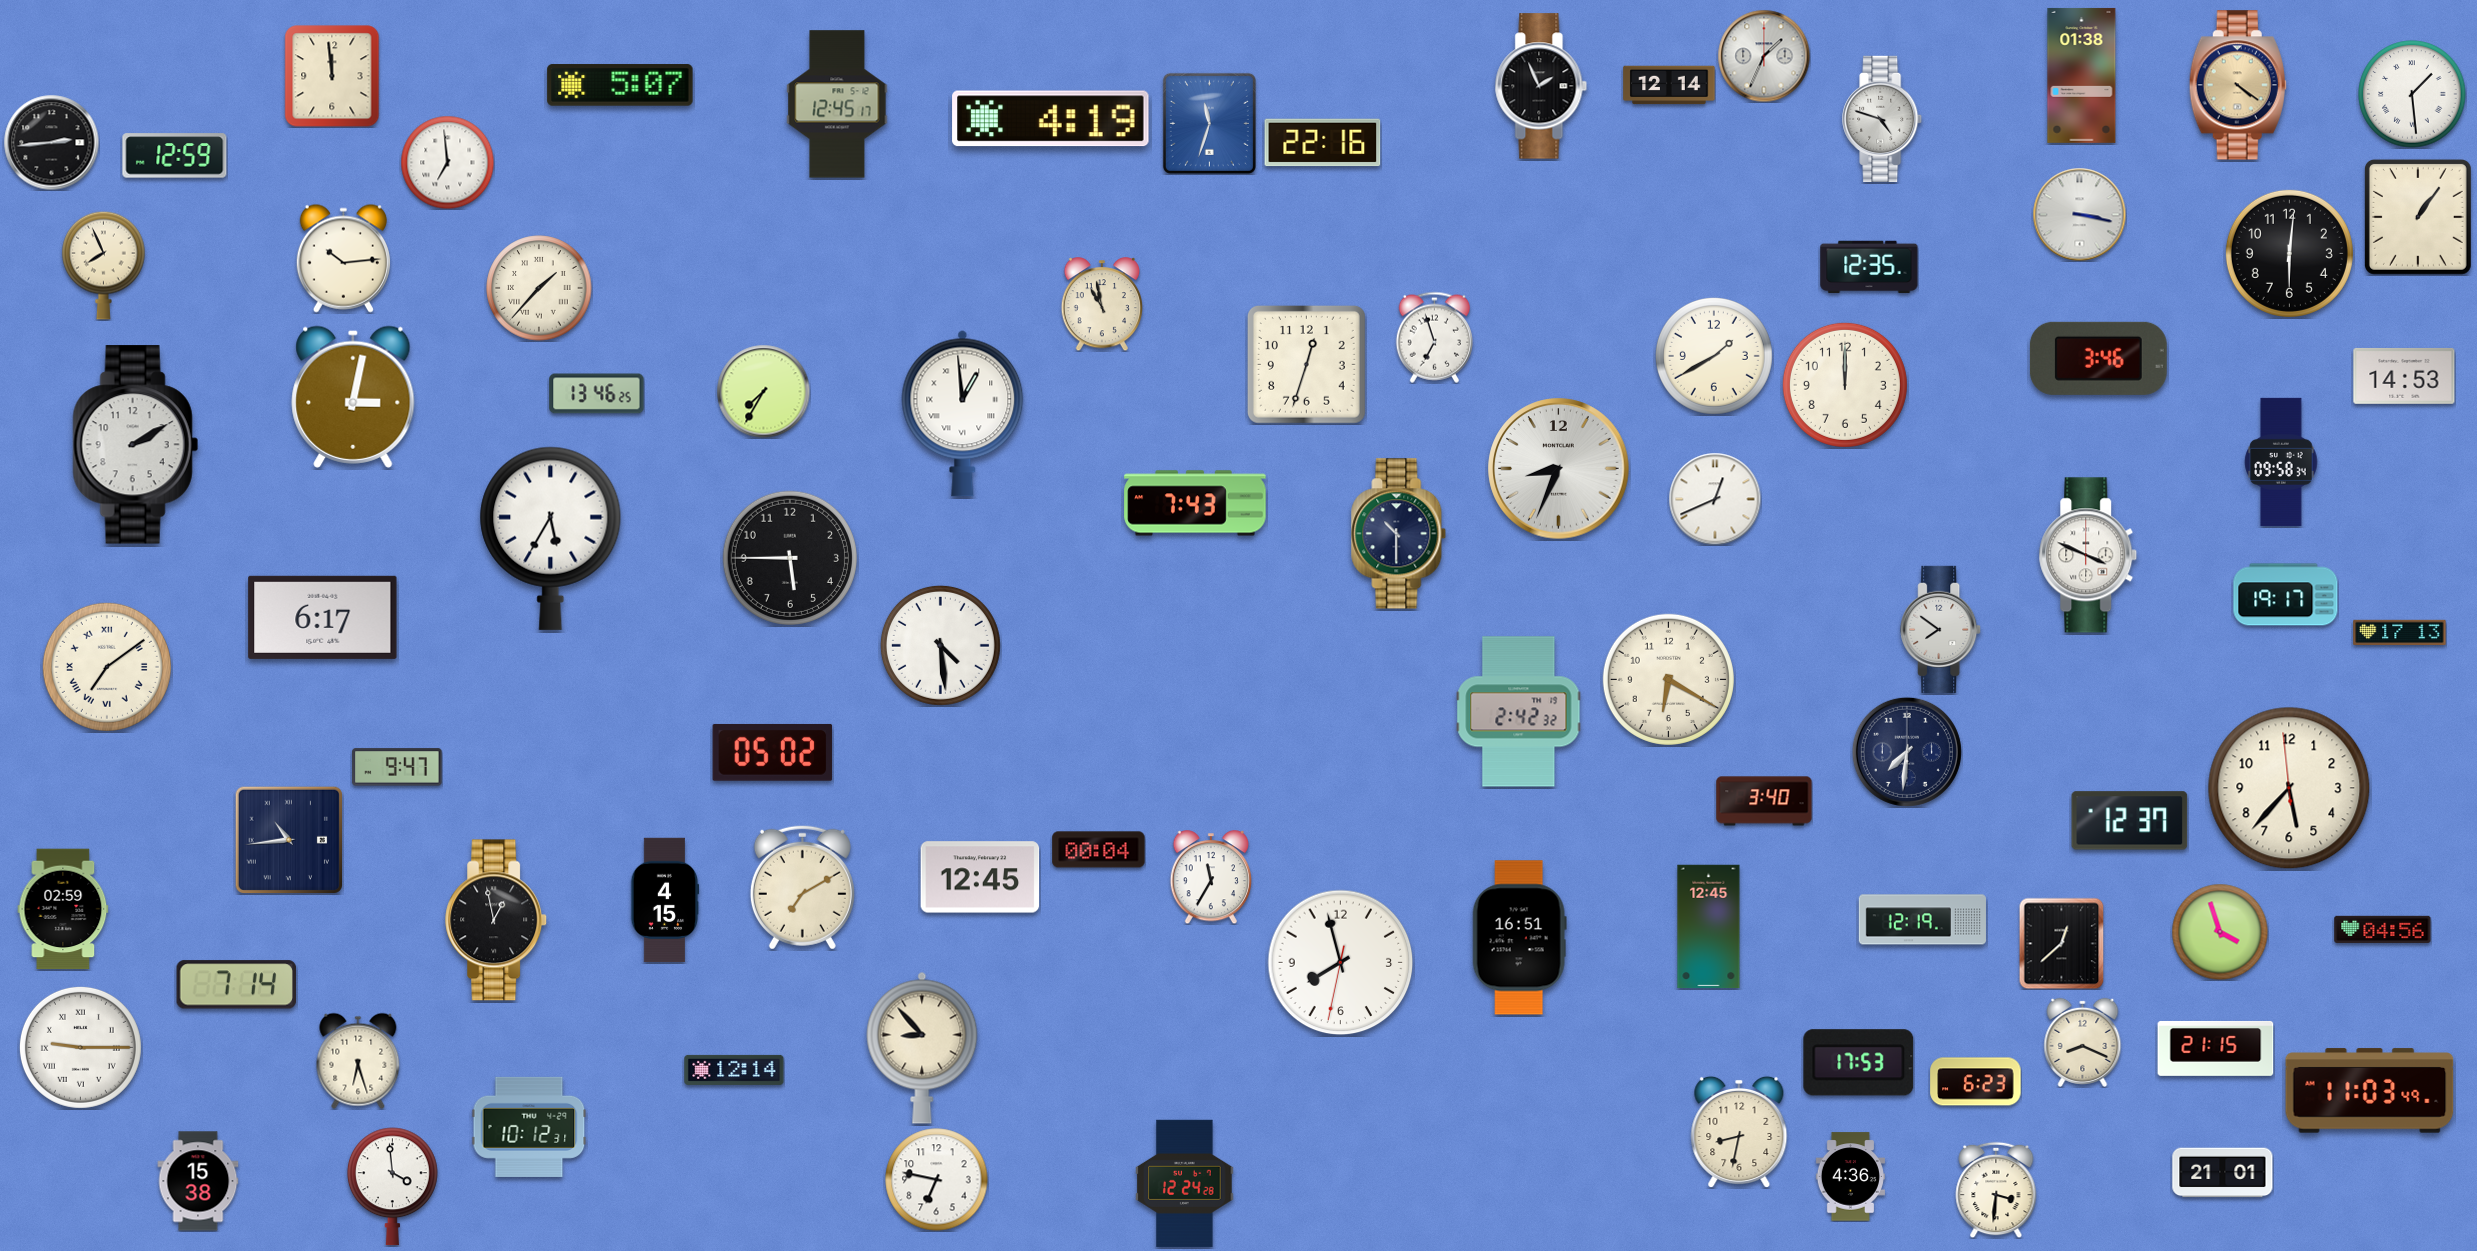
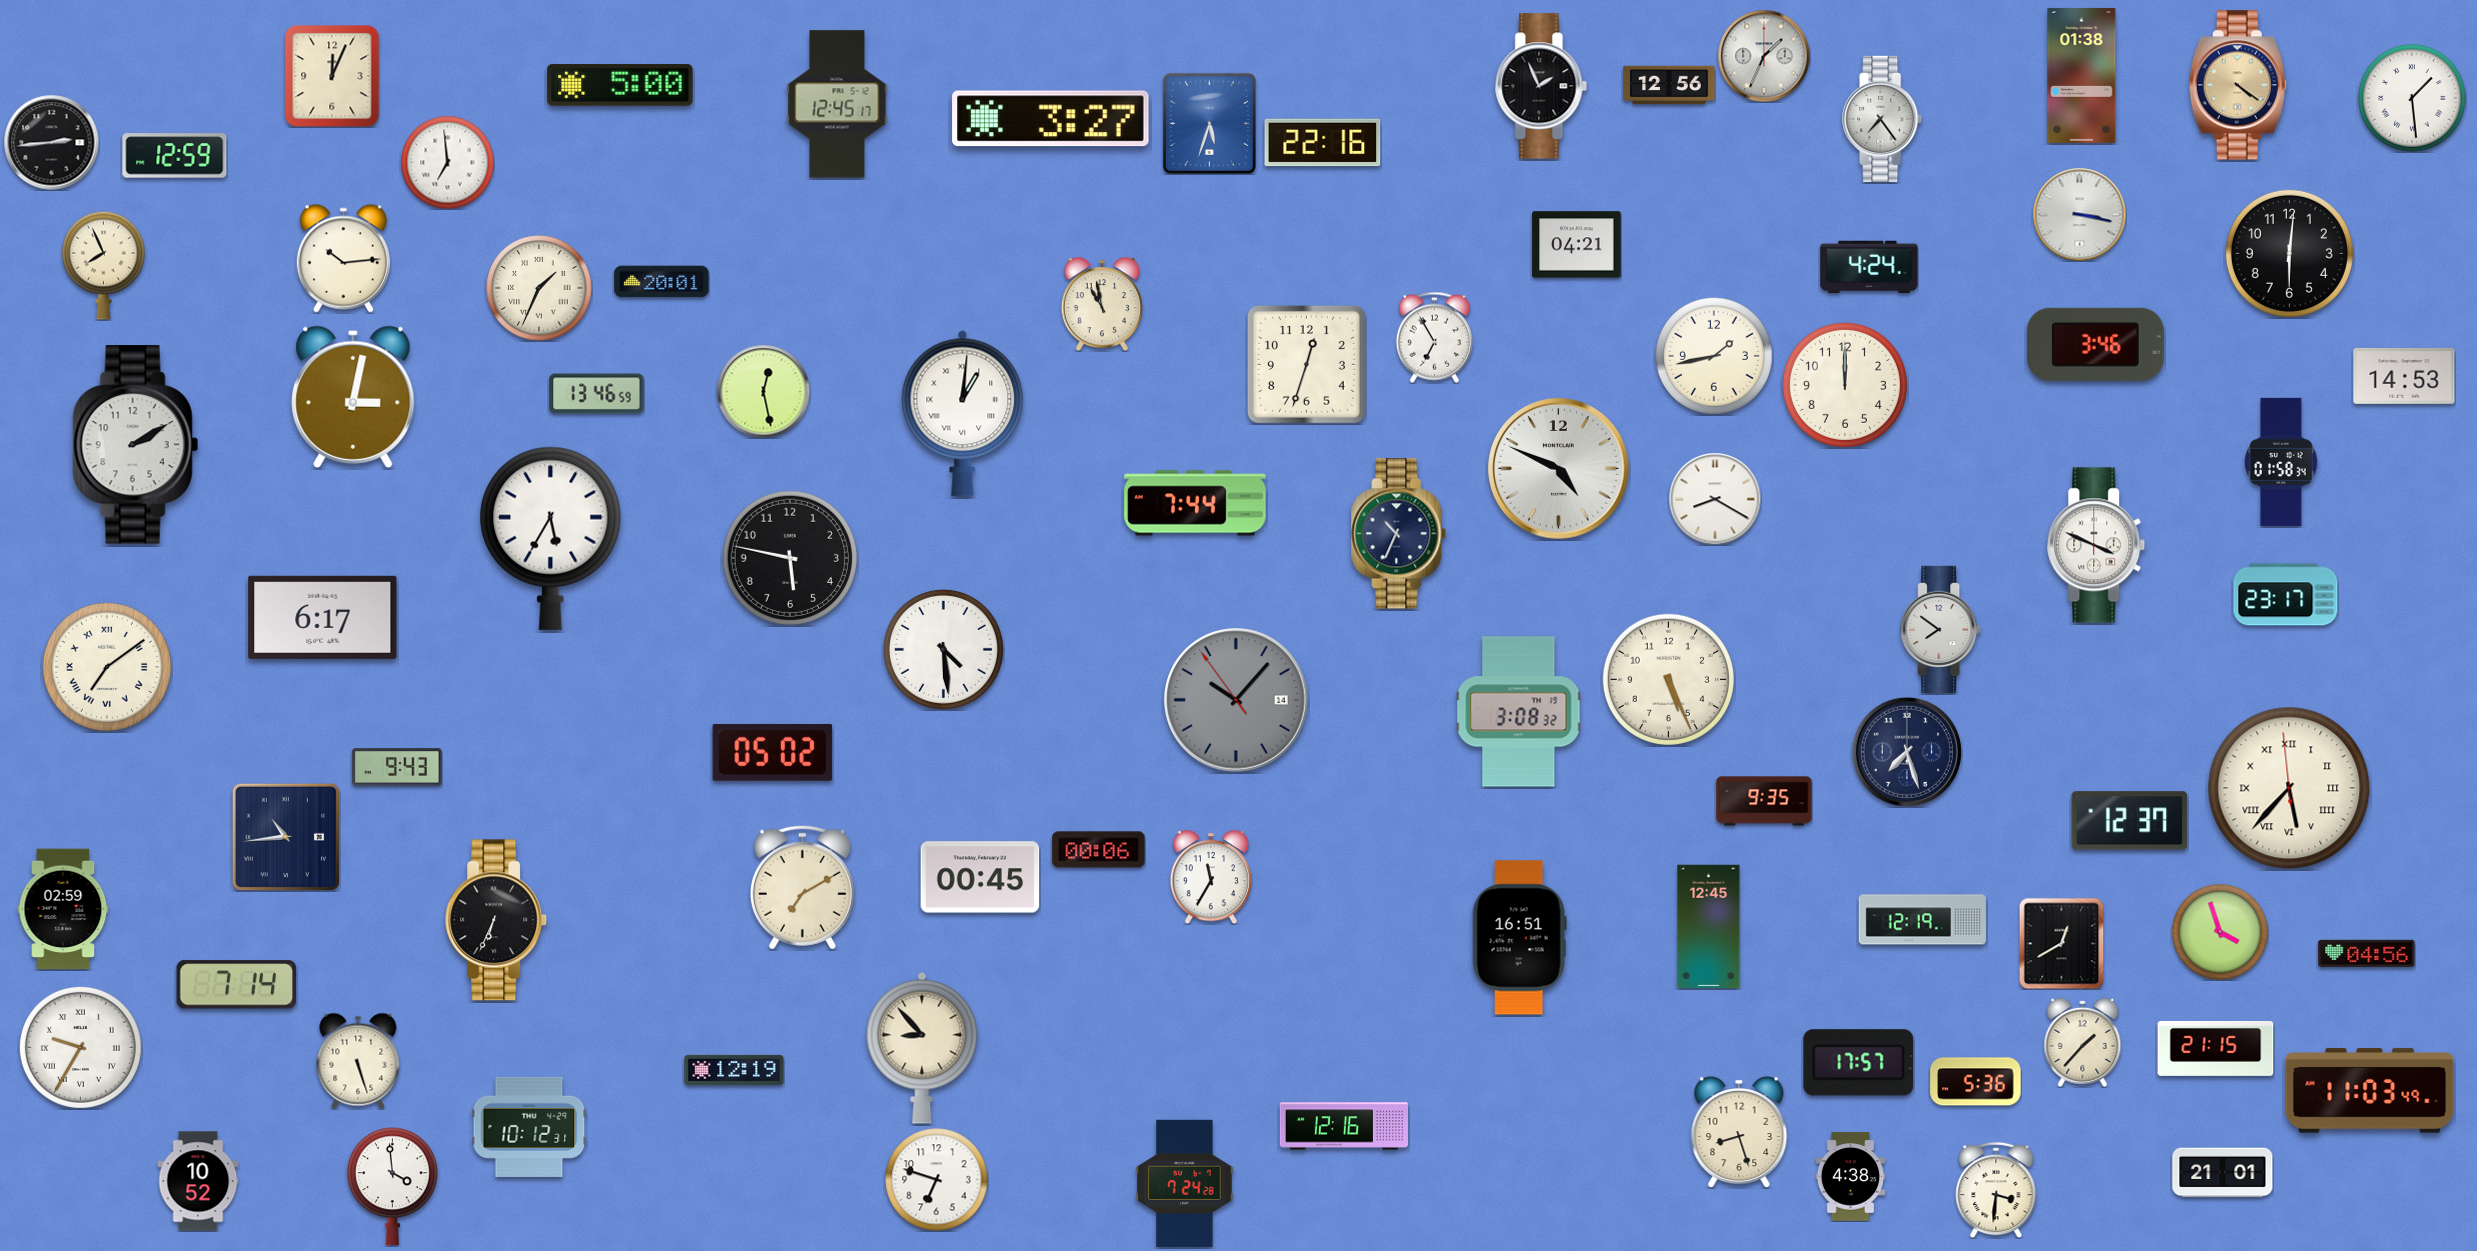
clock at (332, 76): 11:59 -> 12:04
clock at (620, 85): 5:07 -> 5:00
clock at (1669, 85): 12:14 -> 12:56
clock at (2412, 94) position: (2412, 94) -> (2412, 98)
clock at (1051, 119): 4:19 -> 3:27
clock at (1883, 119): 4:48 -> 7:24
clock at (1209, 123): 11:33 -> 5:33
clock at (2418, 217): 1:06 -> none
clock at (1577, 245): none -> 04:21
clock at (1869, 267): 12:35 -> 4:24
clock at (662, 282): none -> 20:01
clock at (539, 288): 1:37 -> 1:34
clock at (1434, 337): 6:57 -> 6:55
clock at (1714, 356): 1:40 -> 1:43
clock at (2098, 358) position: (2098, 358) -> (2095, 344)
clock at (763, 391): 7:35 -> 12:28
clock at (597, 394): 13:46:25 -> 13:46:59
clock at (963, 413): 12:59 -> 1:01
clock at (2281, 462): 09:58 -> 01:58
clock at (1559, 469): 8:34 -> 4:49
clock at (1715, 499): 12:41 -> 8:20
clock at (1195, 503): 7:43 -> 7:44
clock at (1399, 534): 10:30 -> 10:34
clock at (2088, 555) position: (2088, 555) -> (2096, 545)
clock at (790, 558): 5:45 -> 5:47
clock at (2286, 595): 19:17 -> 23:17
clock at (2400, 633): 17:13 -> none
clock at (940, 645) position: (940, 645) -> (943, 649)
clock at (1668, 679): 6:20 -> 5:26
clock at (1237, 701): none -> 10:06
clock at (1519, 712): 2:42 -> 3:08
clock at (1907, 752): 7:31 -> 7:27
clock at (397, 767): 9:47 -> 9:43
clock at (2289, 788) numerals: Arabic -> Roman
clock at (1764, 801): 3:40 -> 9:35
clock at (288, 839) position: (288, 839) -> (285, 836)
clock at (1099, 850): 00:04 -> 00:06
clock at (980, 877): 12:45 -> 00:45
clock at (665, 900): 4:15 -> none
clock at (497, 920): 12:58 -> 6:34
clock at (2383, 929) position: (2383, 929) -> (2367, 953)
clock at (2062, 943): 12:38 -> 12:40
clock at (1341, 963): 7:57 -> none
clock at (2083, 1042): 8:19 -> 1:37
clock at (80, 1047): 9:15 -> 9:35
clock at (358, 1061): 6:27 -> 5:27
clock at (1859, 1063): 17:53 -> 17:57
clock at (734, 1070): 12:14 -> 12:19
clock at (1976, 1082): 6:23 -> 5:36
clock at (1344, 1126): none -> 12:16
clock at (1739, 1131): 8:32 -> 8:27
clock at (1850, 1177): 4:36 -> 4:38
clock at (937, 1180): 6:47 -> 6:48
clock at (198, 1181): 15:38 -> 10:52
clock at (1185, 1183): 12:24 -> 7:24
